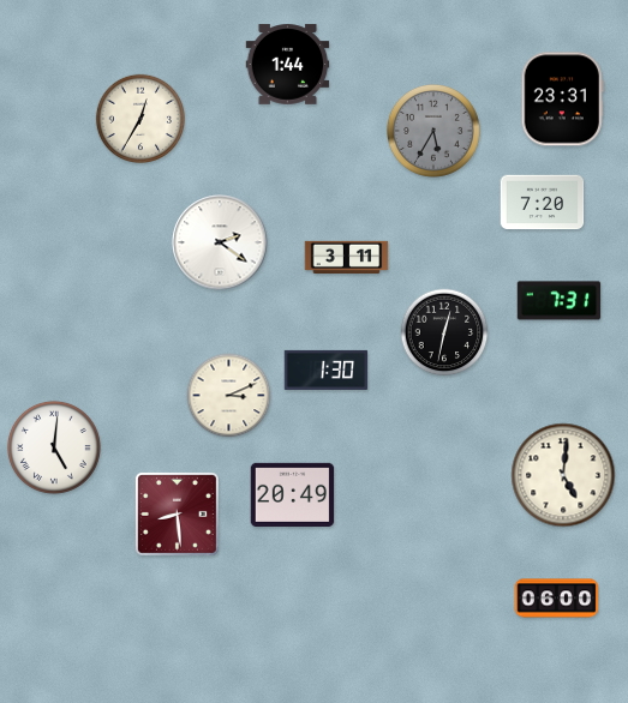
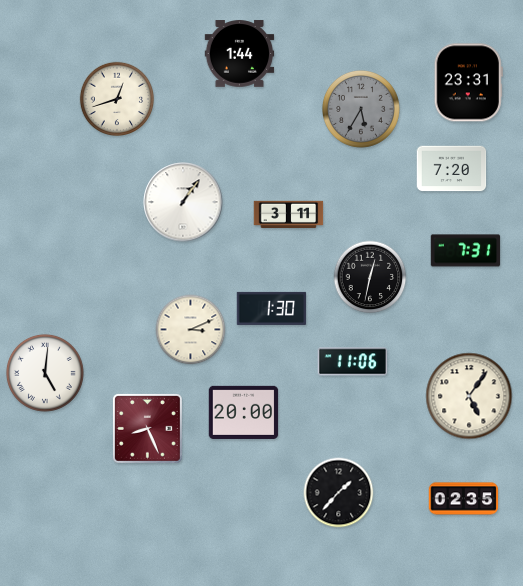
clock at (140, 119): 12:35 -> 12:42
clock at (220, 242): 2:21 -> 1:06
clock at (353, 362): none -> 11:06
clock at (563, 475): 5:01 -> 5:06
clock at (293, 494): 20:49 -> 20:00
clock at (177, 513): 8:29 -> 8:26
clock at (339, 493): none -> 1:37
clock at (557, 599): 06:00 -> 02:35
